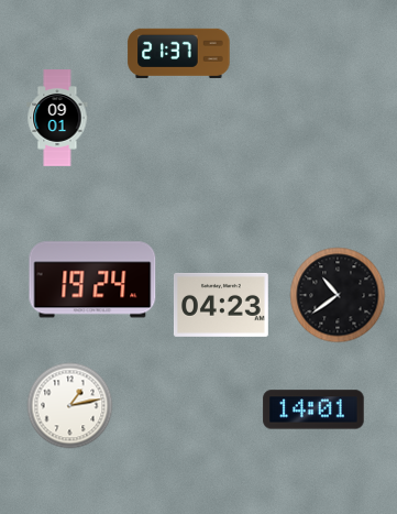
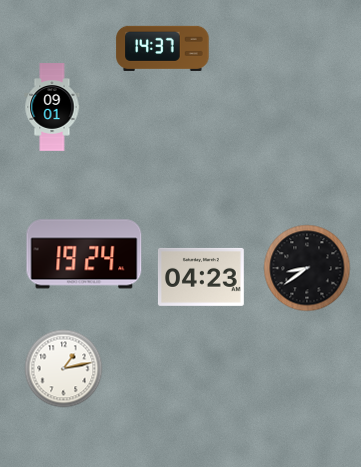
clock at (179, 53): 21:37 -> 14:37
clock at (338, 295): 10:39 -> 8:39
clock at (313, 409): 14:01 -> none
